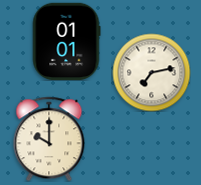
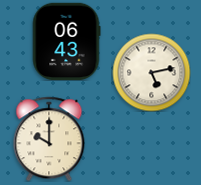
clock at (66, 41): 01:01 -> 06:43
clock at (151, 72): 7:13 -> 5:13
